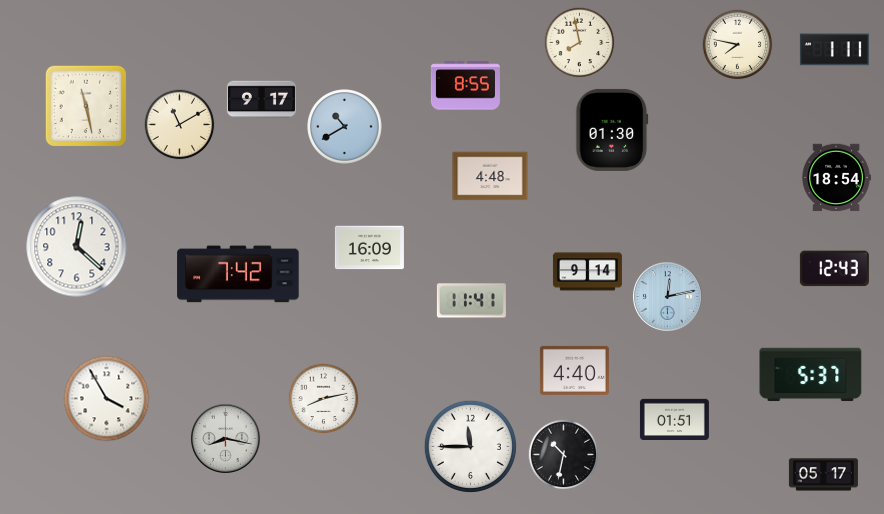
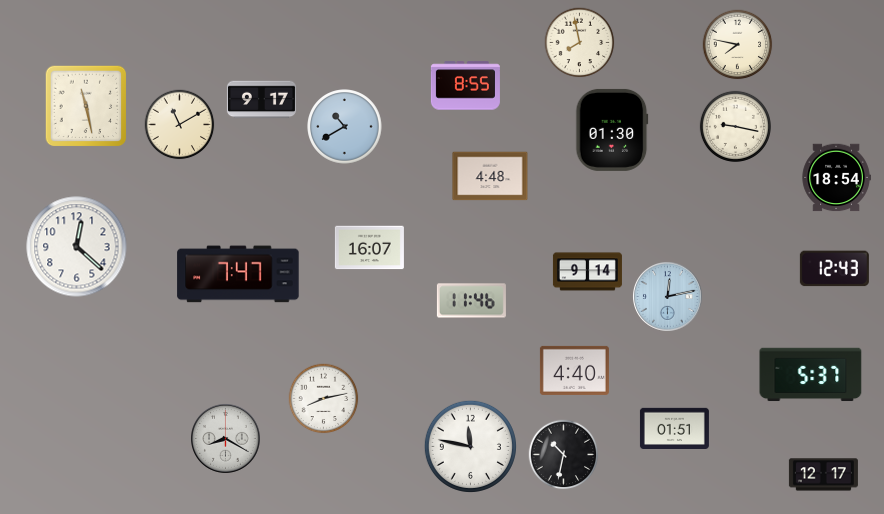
clock at (834, 50): 1:11 -> none
clock at (735, 126): none -> 9:17
clock at (369, 248): 16:09 -> 16:07
clock at (238, 274): 7:42 -> 7:47
clock at (471, 301): 11:41 -> 11:46
clock at (107, 399): 3:55 -> none
clock at (674, 419) position: (674, 419) -> (674, 428)
clock at (226, 439): 8:17 -> 8:20
clock at (470, 446): 11:45 -> 11:47
clock at (823, 475): 05:17 -> 12:17
